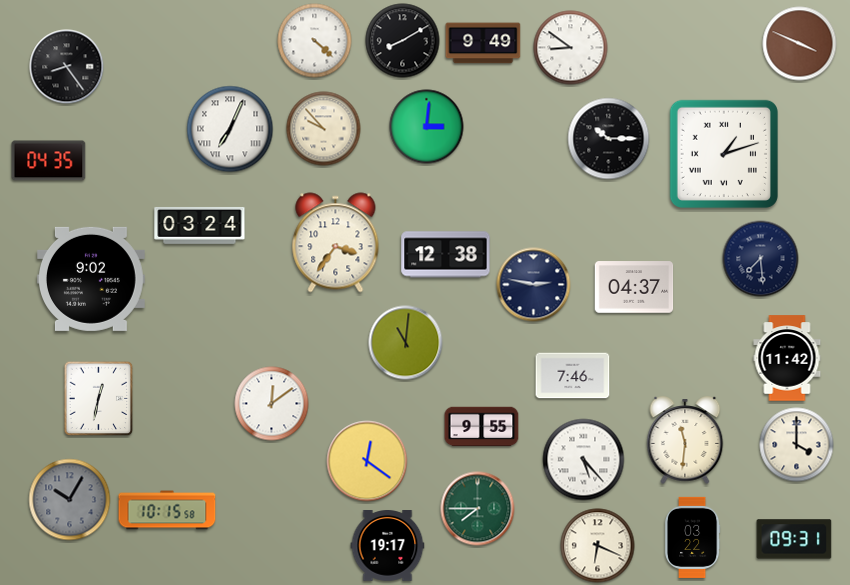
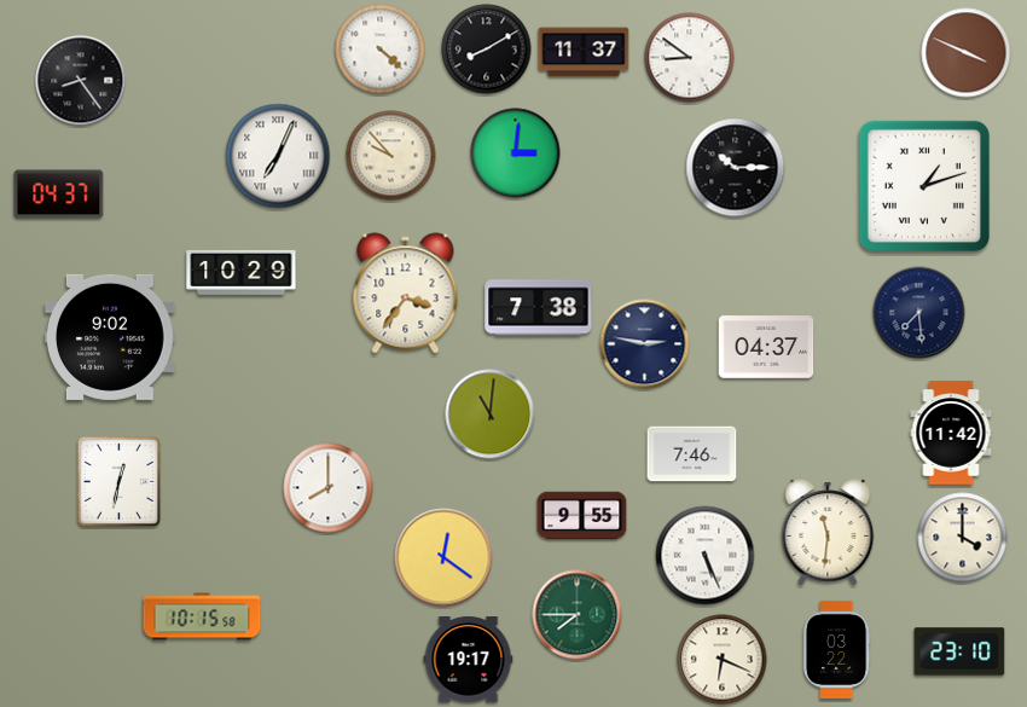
clock at (483, 43): 9:49 -> 11:37
clock at (724, 154) position: (724, 154) -> (924, 186)
clock at (49, 161): 04:35 -> 04:37
clock at (200, 225): 03:24 -> 10:29
clock at (446, 255): 12:38 -> 7:38
clock at (272, 404): 12:09 -> 8:00
clock at (584, 460): 5:23 -> 5:26
clock at (70, 500): 10:05 -> none
clock at (794, 539): 09:31 -> 23:10
